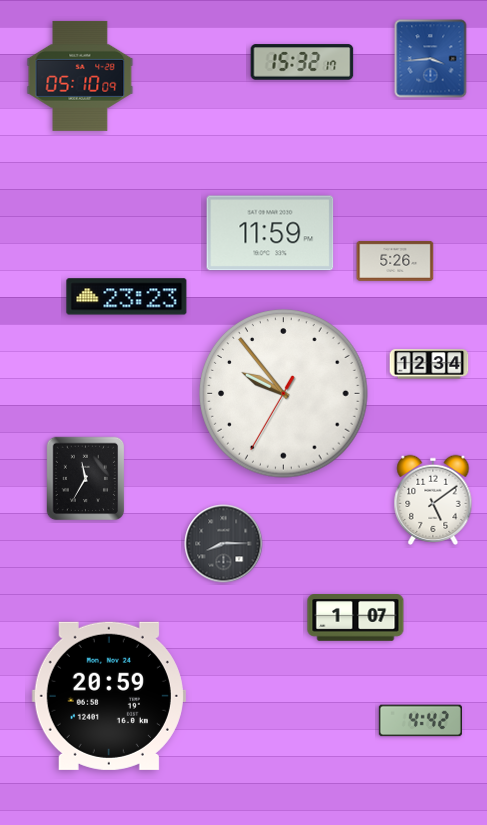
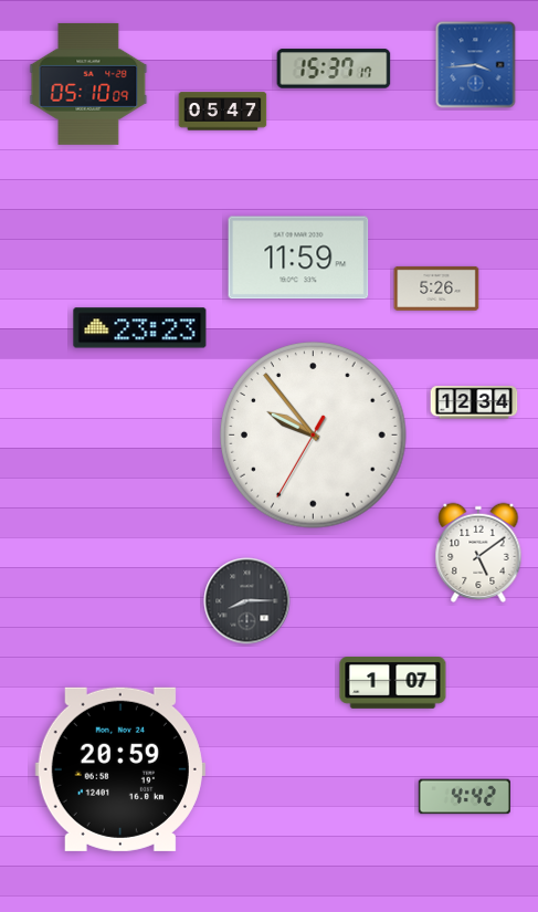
clock at (302, 62): 15:32 -> 15:37
clock at (223, 112): none -> 05:47
clock at (86, 479): 11:35 -> none
